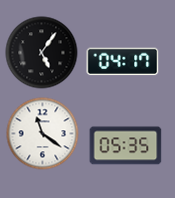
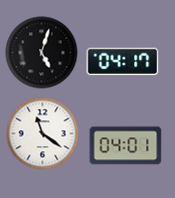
clock at (42, 53): 5:06 -> 5:03
clock at (126, 146): 05:35 -> 04:01
